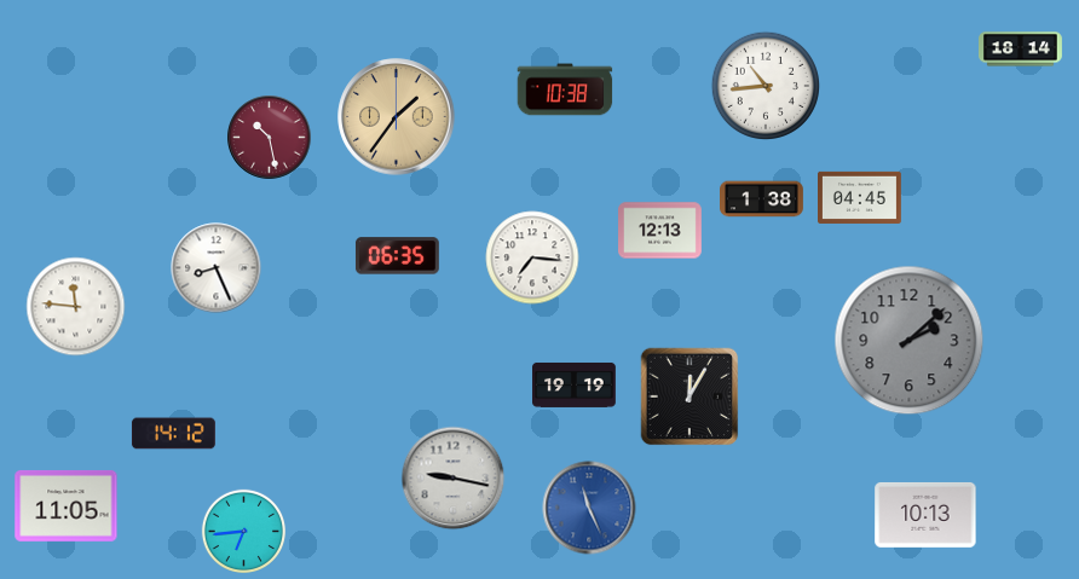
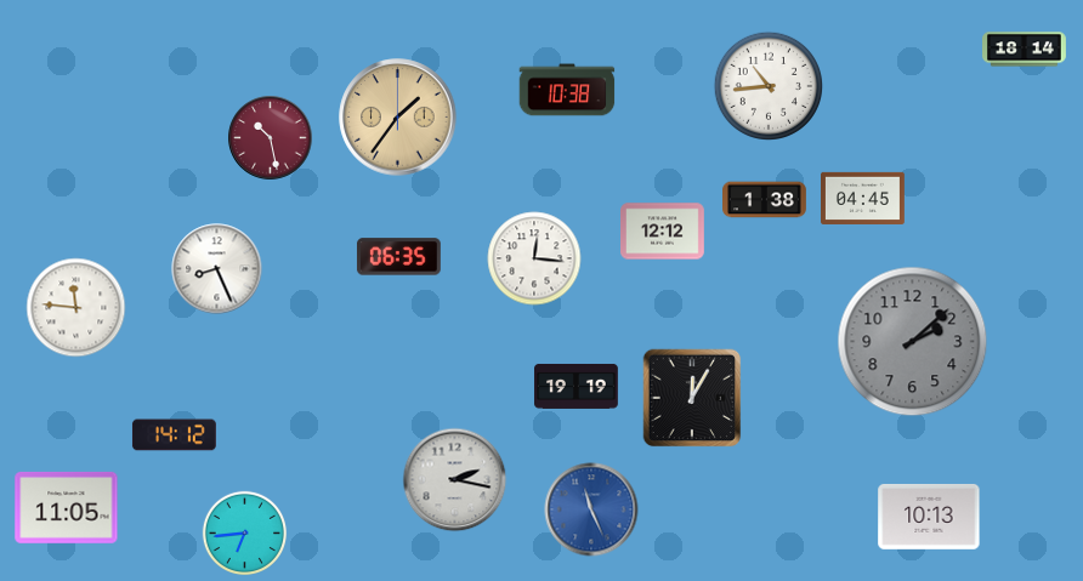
clock at (660, 231): 12:13 -> 12:12
clock at (532, 257): 7:16 -> 12:16
clock at (454, 479): 9:17 -> 2:17
